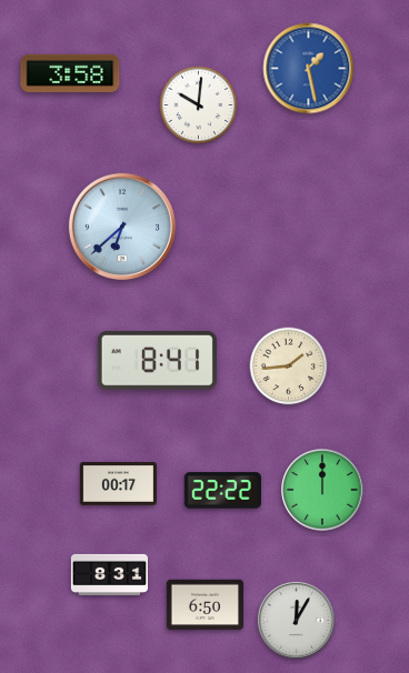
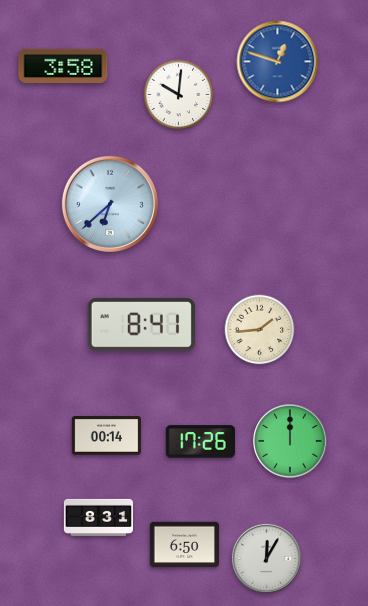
clock at (309, 69): 1:28 -> 12:48
clock at (118, 484): 00:17 -> 00:14
clock at (222, 491): 22:22 -> 17:26
